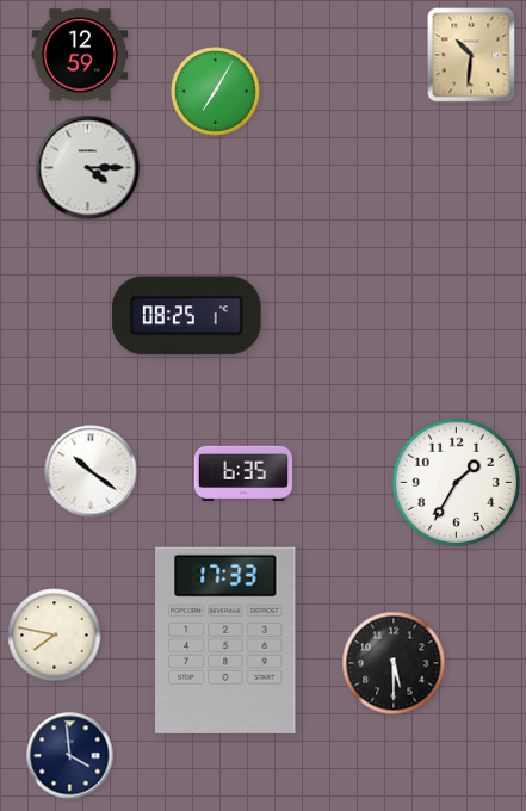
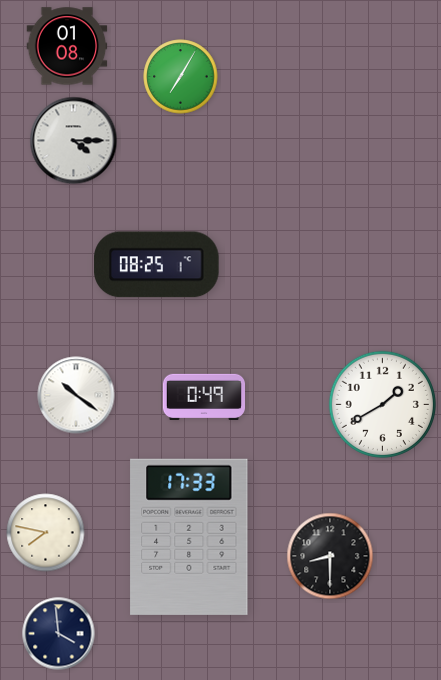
clock at (80, 55): 12:59 -> 01:08
clock at (471, 55): 10:31 -> none
clock at (242, 472): 6:35 -> 0:49
clock at (456, 482): 1:35 -> 1:40
clock at (394, 663): 5:30 -> 8:30
